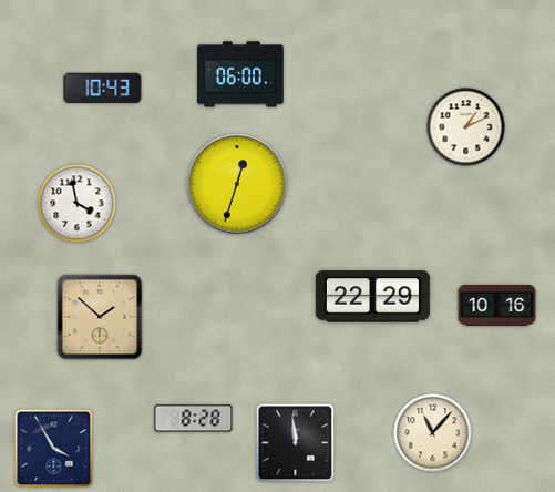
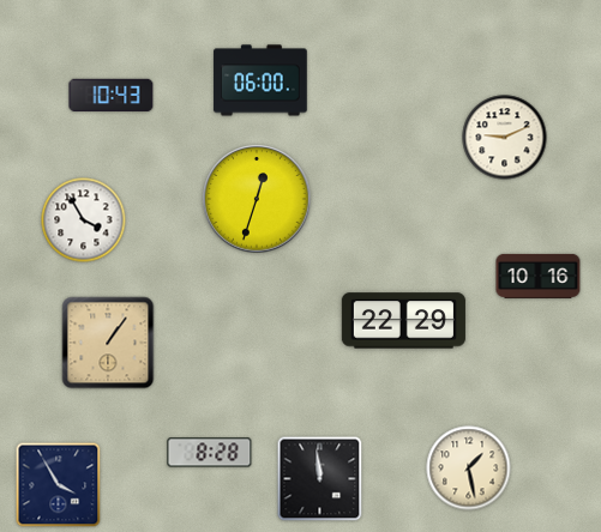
clock at (466, 127): 1:11 -> 9:11
clock at (78, 204): 3:58 -> 3:55
clock at (497, 305) position: (497, 305) -> (539, 276)
clock at (100, 317): 1:52 -> 1:06
clock at (433, 433): 11:07 -> 1:28
